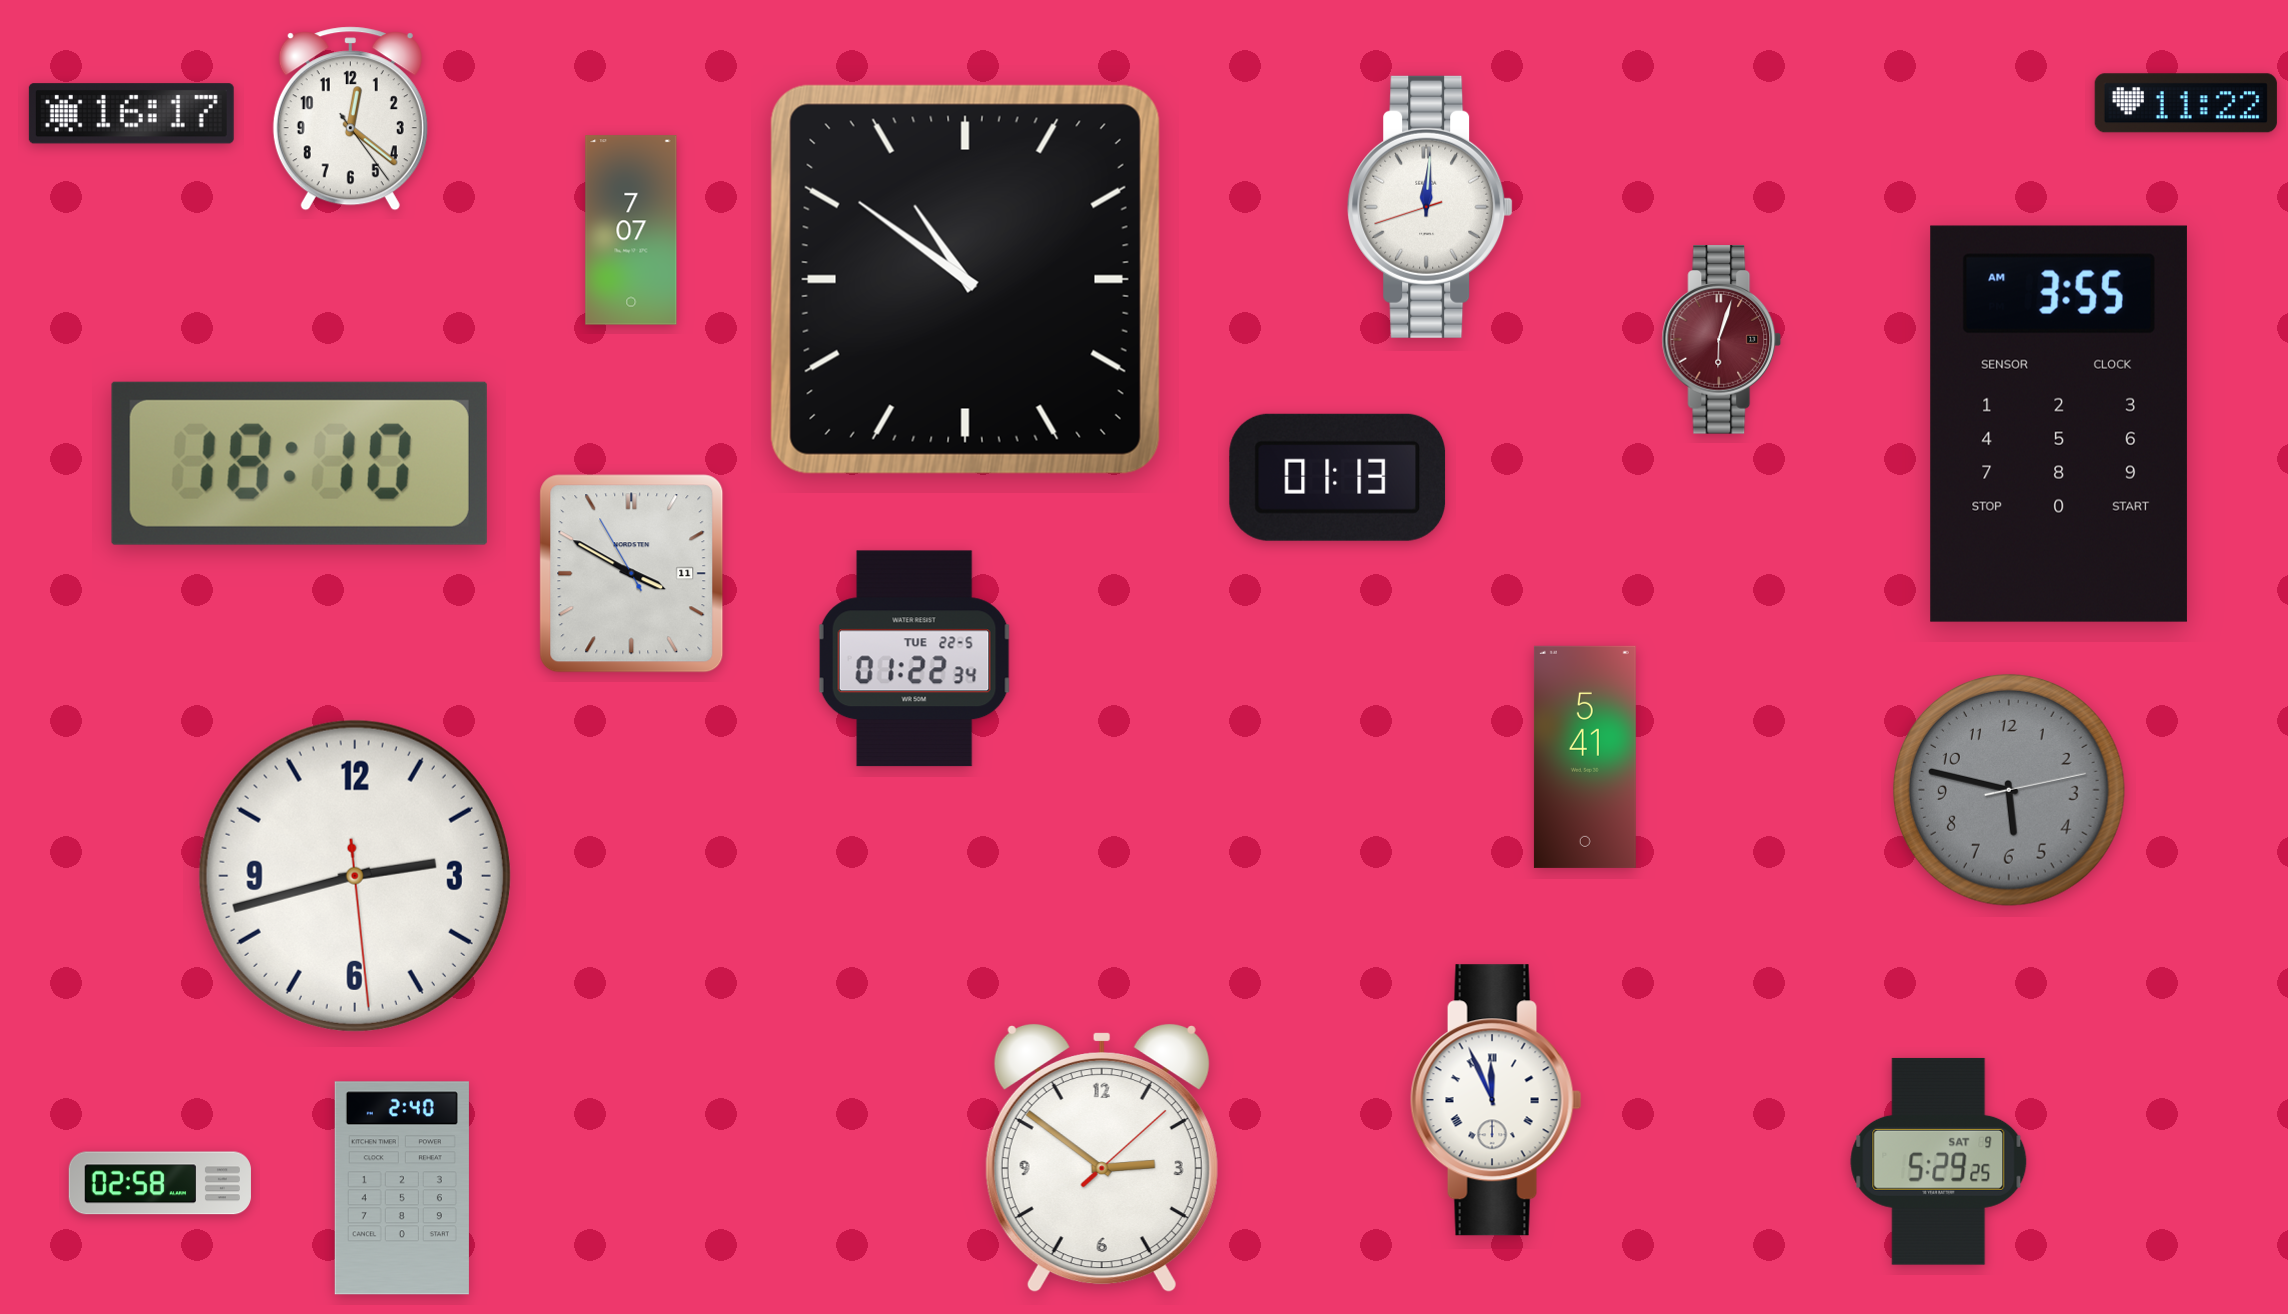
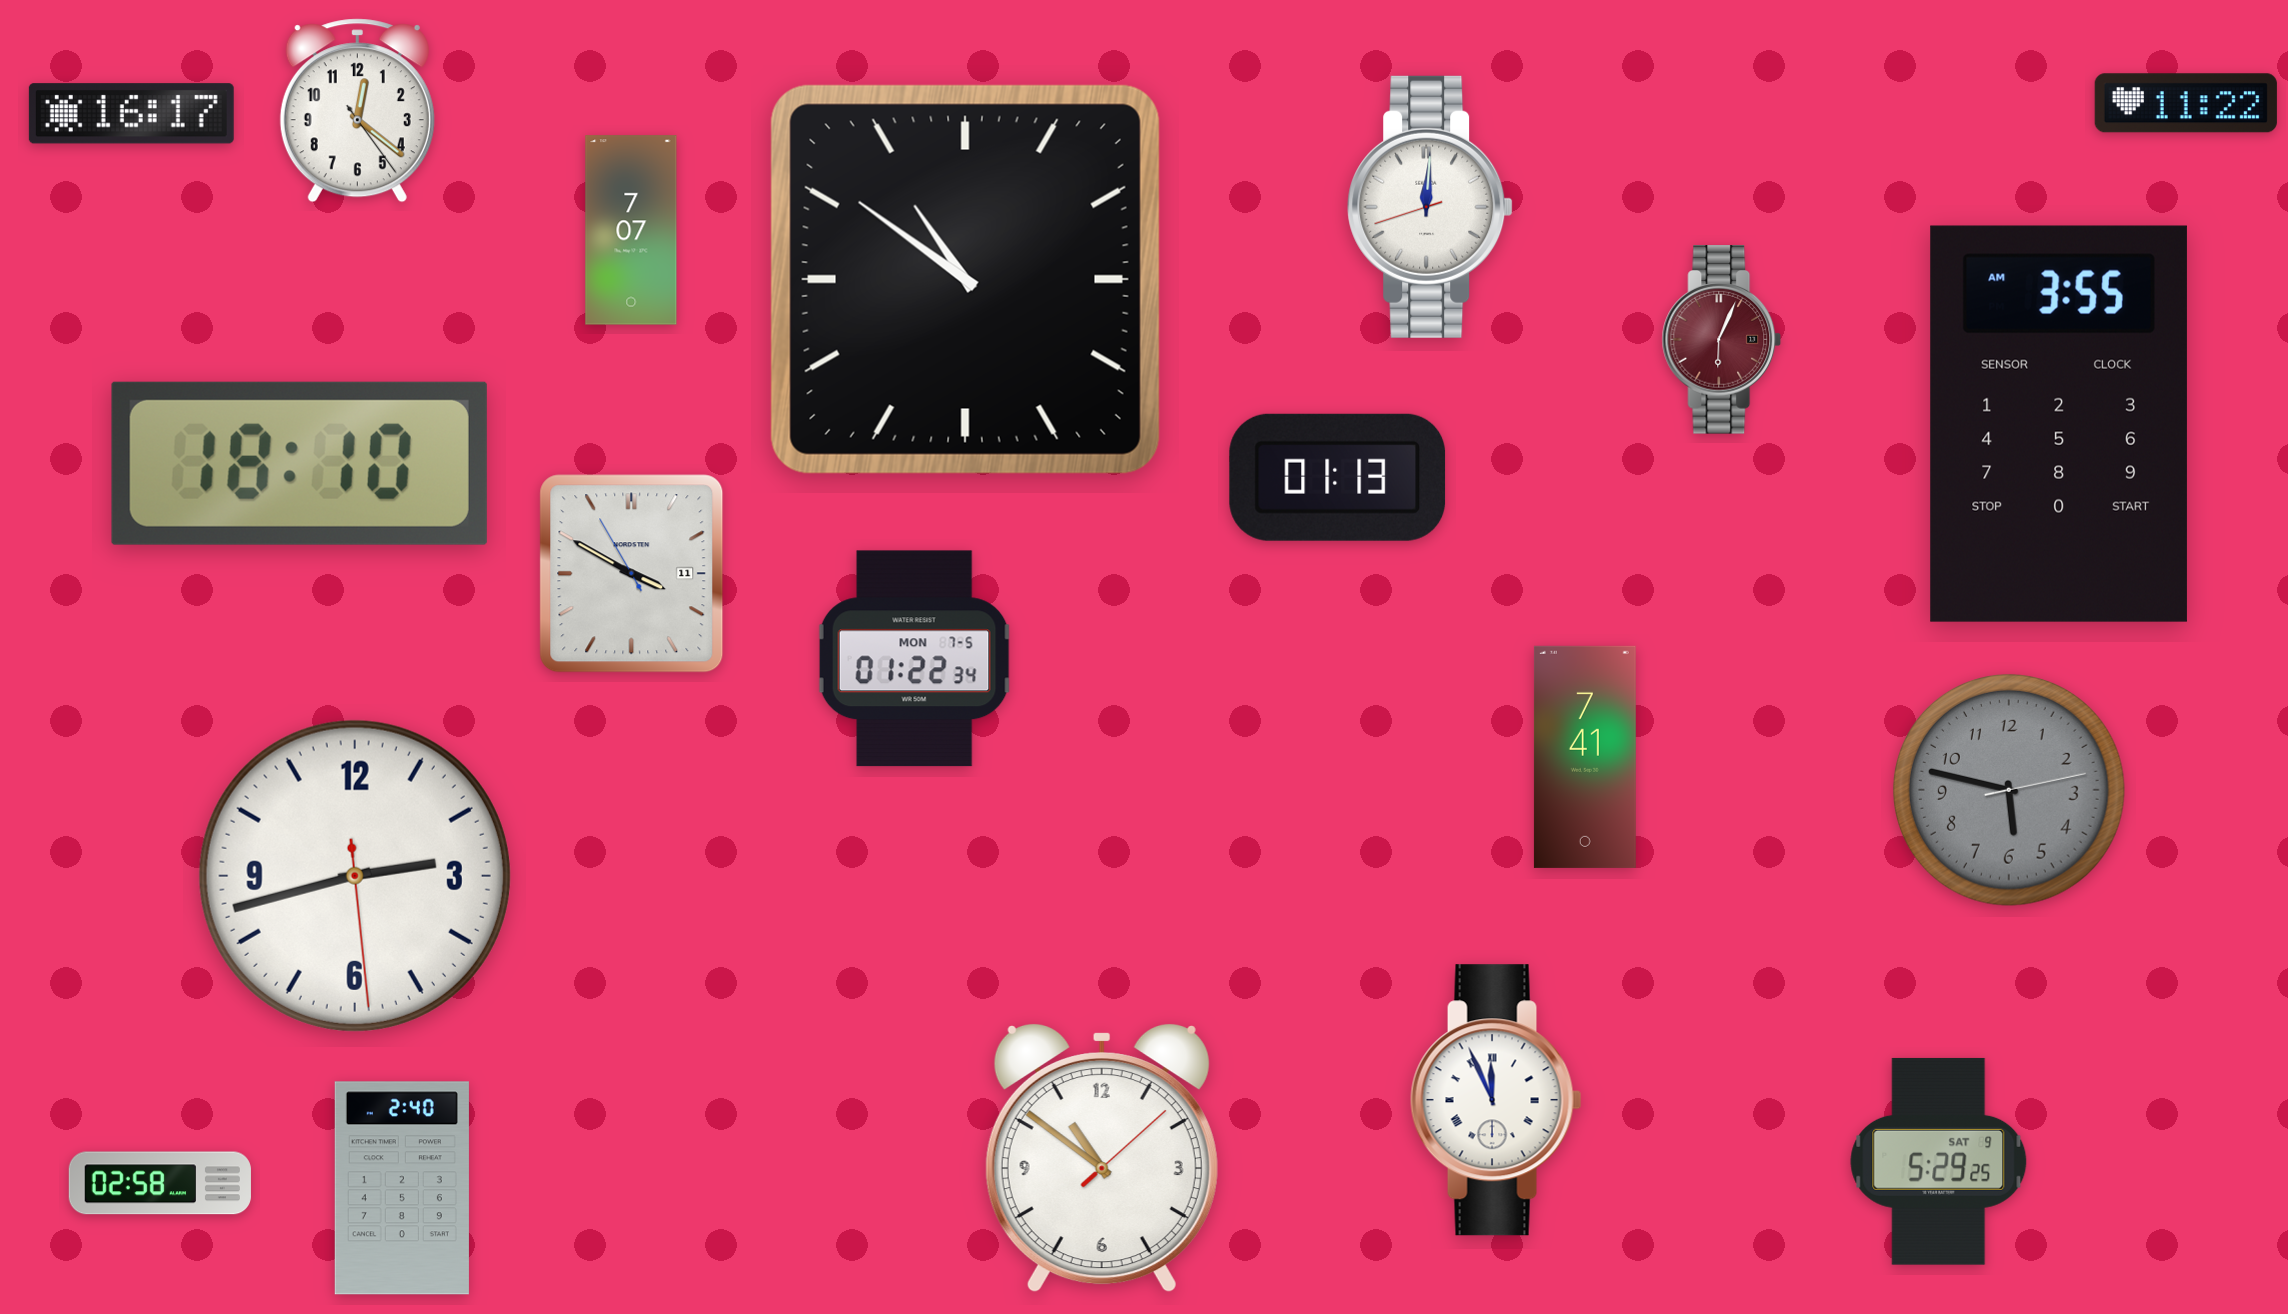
clock at (350, 119) position: (350, 119) -> (357, 111)
clock at (1722, 340): 6:03 -> 6:04
clock at (915, 659) date: TUE 22-5 -> MON 7-5
clock at (1585, 757): 5:41 -> 7:41
clock at (1102, 1159): 2:51 -> 10:51
